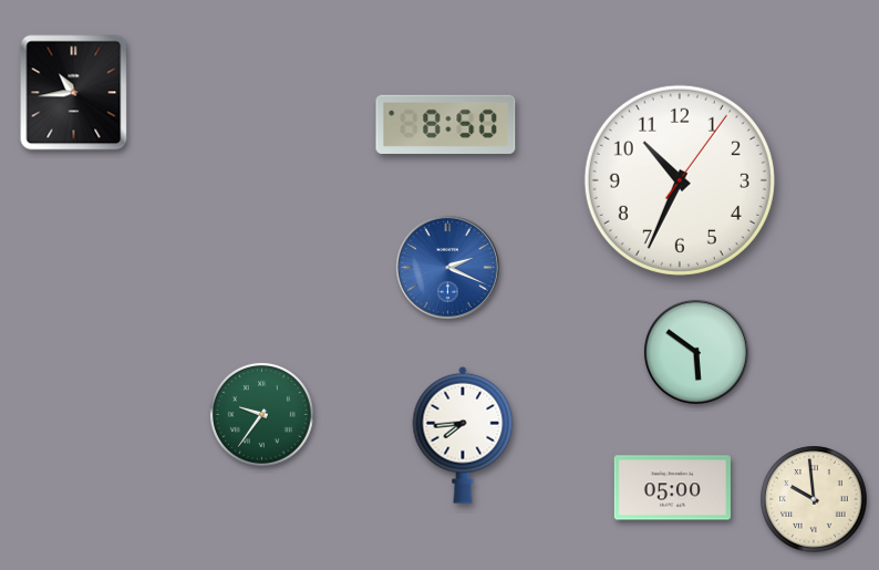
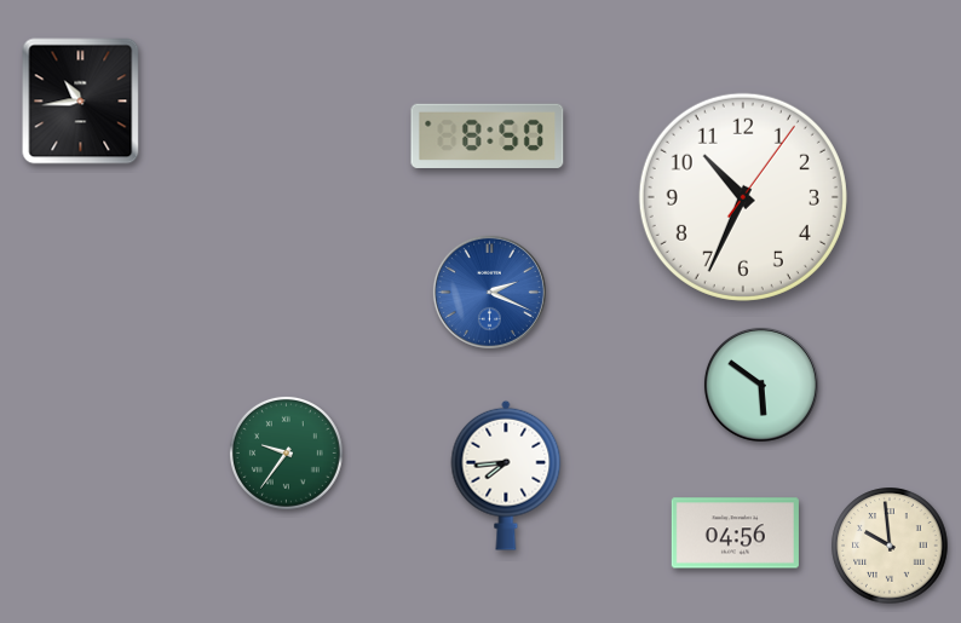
clock at (672, 488): 05:00 -> 04:56
